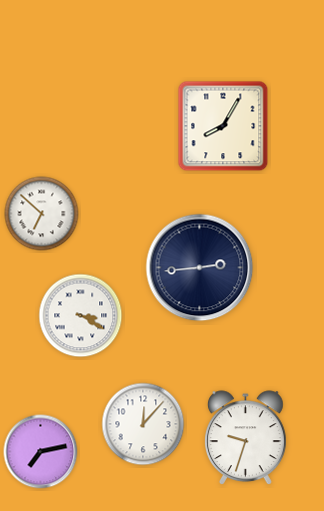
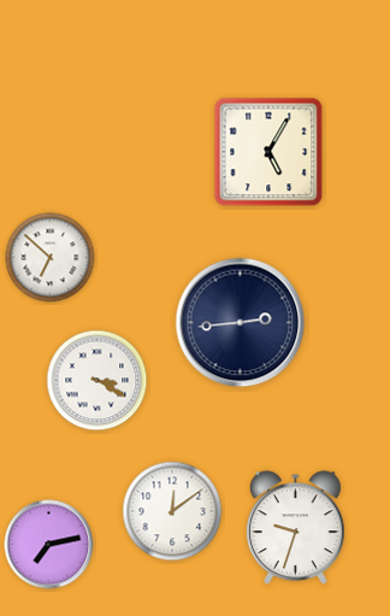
clock at (223, 126): 8:05 -> 5:05
clock at (143, 424): 12:07 -> 12:09
